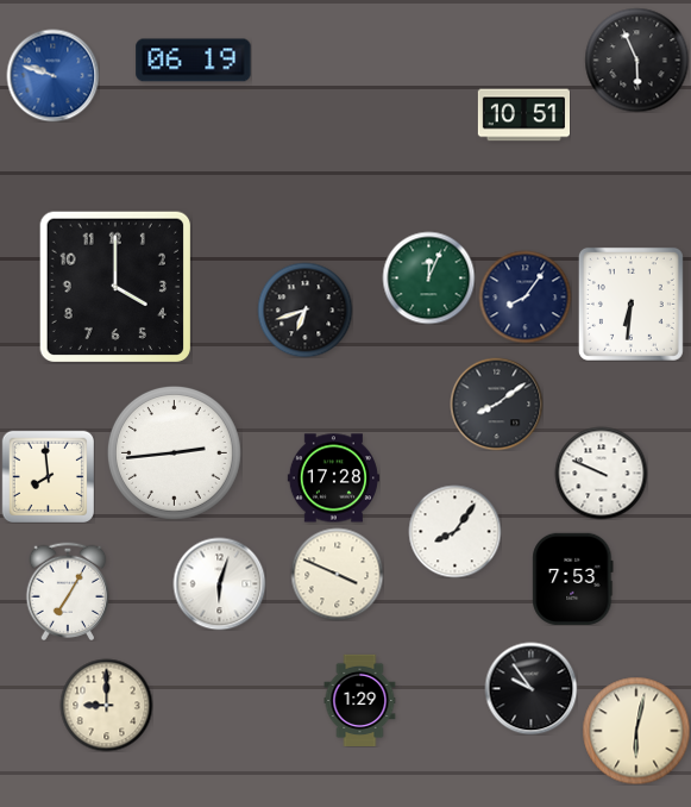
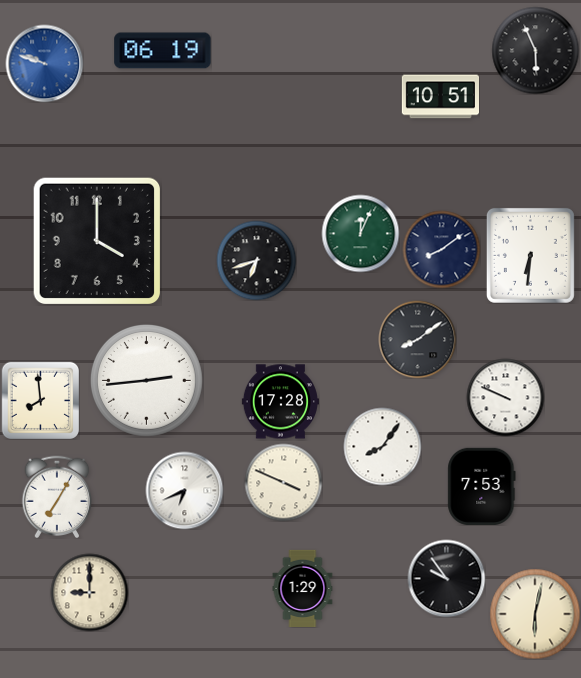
clock at (524, 296): 8:06 -> 8:09
clock at (219, 583): 6:03 -> 6:41
